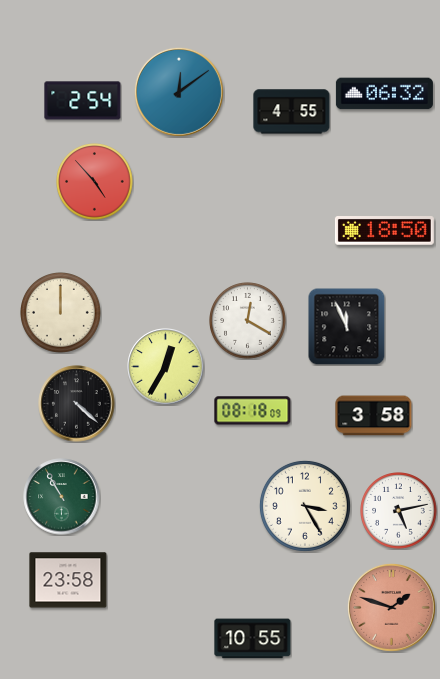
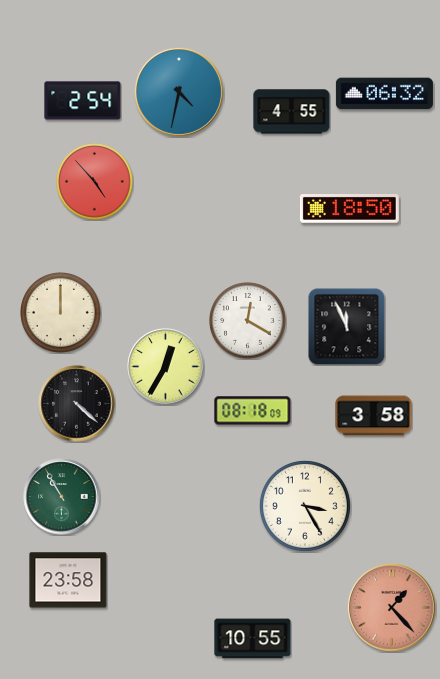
clock at (179, 92): 12:09 -> 4:32
clock at (384, 231) position: (384, 231) -> (349, 209)
clock at (399, 511): 5:13 -> none
clock at (391, 607): 1:48 -> 1:23
